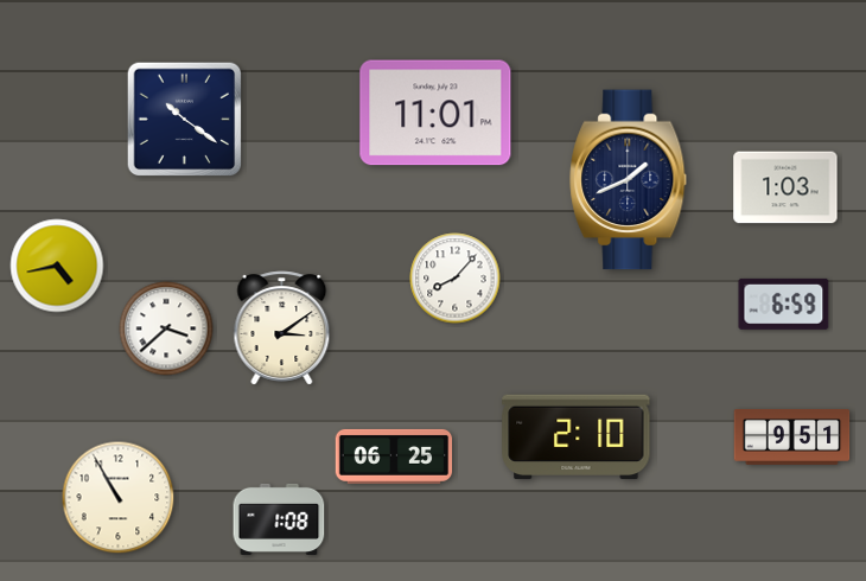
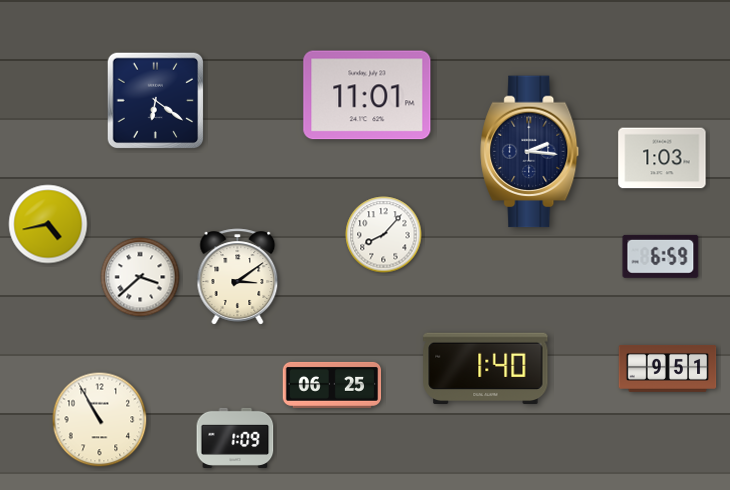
clock at (185, 120): 10:21 -> 6:21
clock at (629, 180): 1:41 -> 2:16
clock at (577, 438): 2:10 -> 1:40
clock at (279, 519): 1:08 -> 1:09
